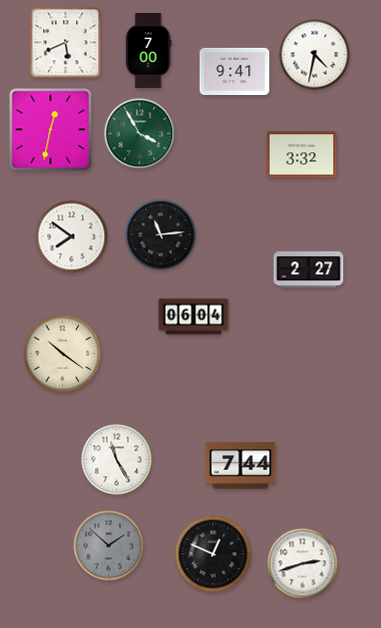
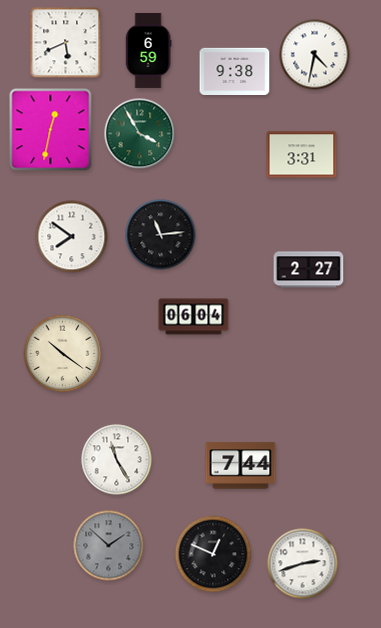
clock at (148, 50): 7:00 -> 6:59
clock at (235, 71): 9:41 -> 9:38
clock at (302, 155): 3:32 -> 3:31
